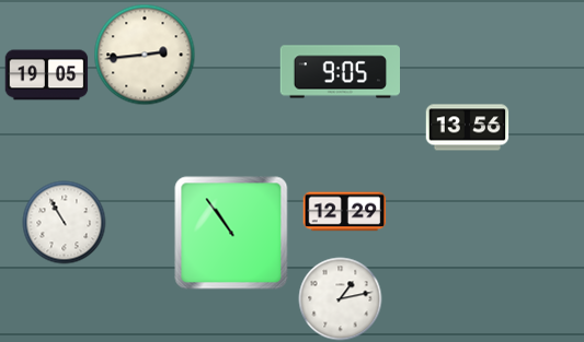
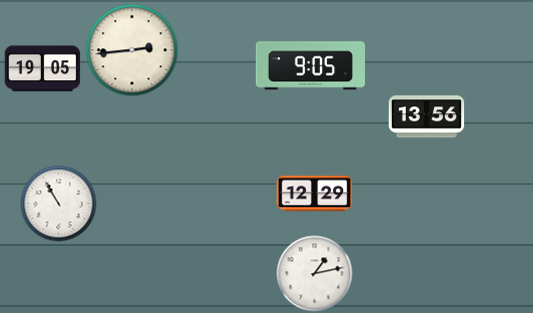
clock at (231, 233): 10:54 -> none
clock at (341, 299) position: (341, 299) -> (315, 274)
